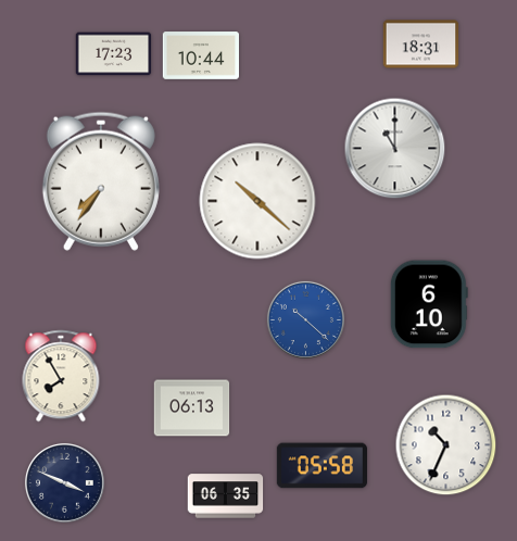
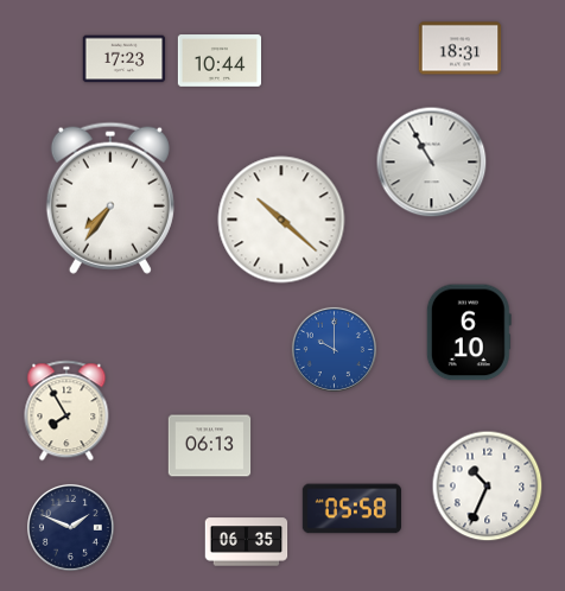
clock at (395, 149): 11:00 -> 10:55
clock at (305, 319): 10:22 -> 10:00
clock at (64, 482): 3:49 -> 1:49
